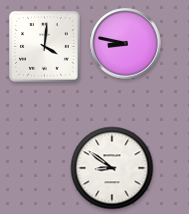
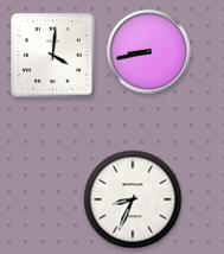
clock at (126, 44): 8:47 -> 8:43
clock at (112, 168): 8:51 -> 8:34
